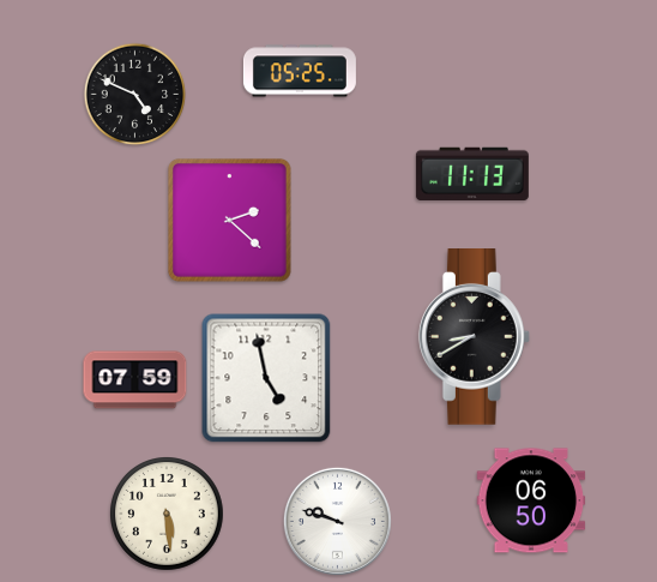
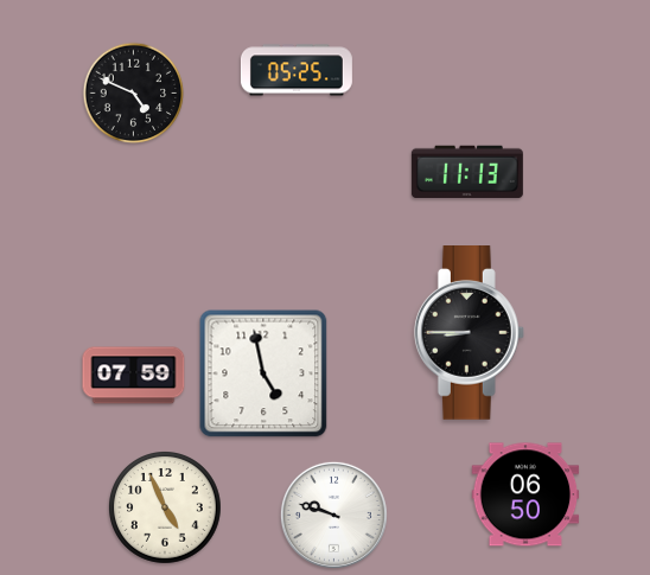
clock at (230, 221): 2:22 -> none
clock at (474, 337): 8:40 -> 8:45
clock at (168, 515): 5:29 -> 4:56
